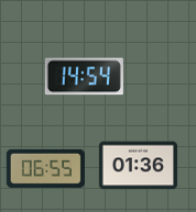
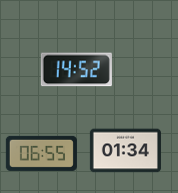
clock at (84, 77): 14:54 -> 14:52
clock at (138, 166): 01:36 -> 01:34
